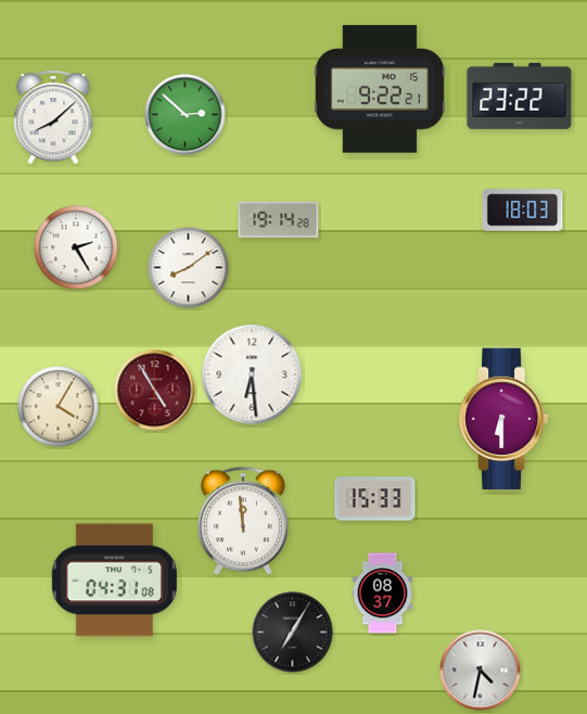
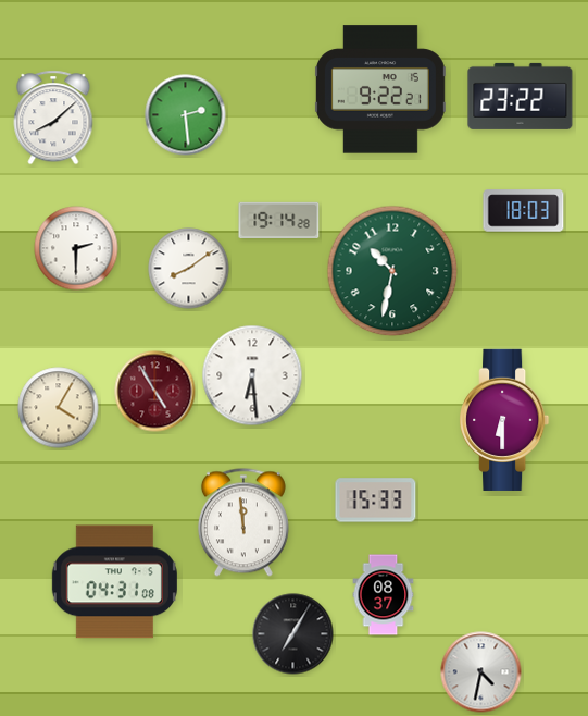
clock at (186, 115): 2:52 -> 2:29
clock at (76, 247): 2:25 -> 2:30
clock at (392, 271): none -> 10:32
